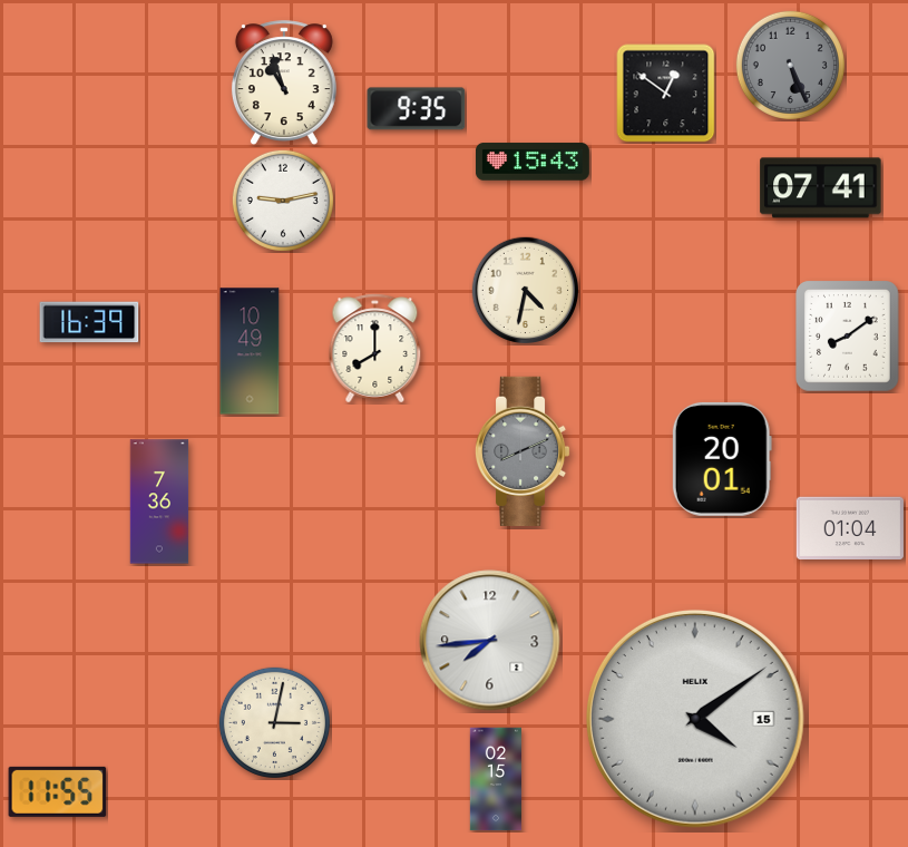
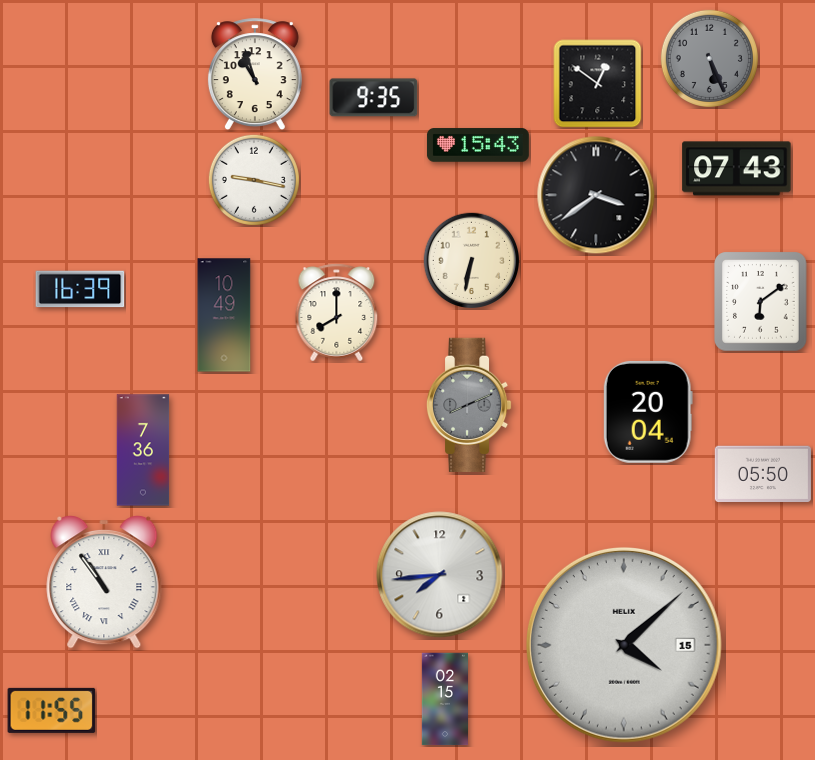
clock at (821, 188): 07:41 -> 07:43
clock at (283, 201): 9:13 -> 9:17
clock at (596, 195): none -> 3:39
clock at (525, 290): 4:32 -> 6:32
clock at (848, 337): 8:09 -> 6:09
clock at (722, 459): 20:01 -> 20:04
clock at (850, 527): 01:04 -> 05:50
clock at (104, 583): none -> 10:54
clock at (695, 719): 4:09 -> 4:08
clock at (274, 722): 3:02 -> none
